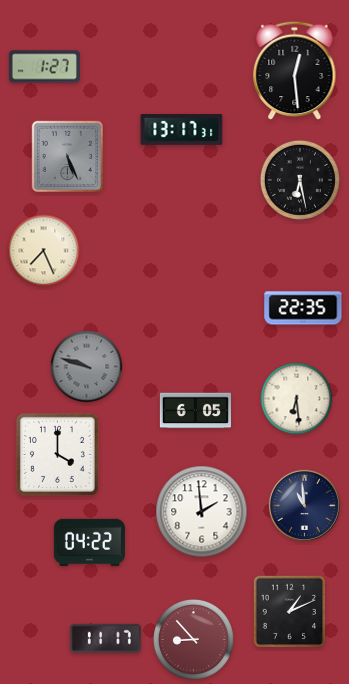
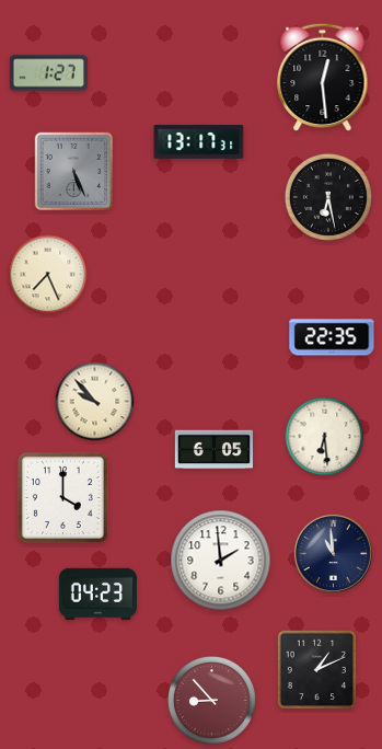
clock at (87, 367): 9:48 -> 9:53
clock at (87, 367) dial: grey -> cream
clock at (89, 543): 04:22 -> 04:23
clock at (105, 638): 11:17 -> none
